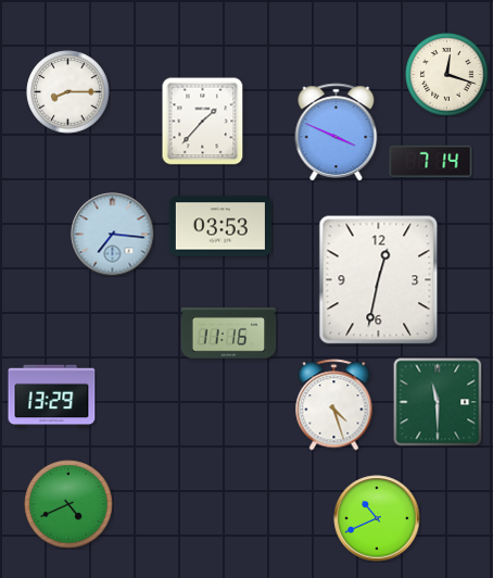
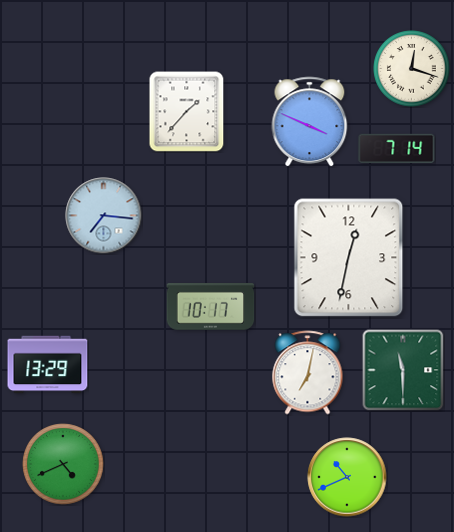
clock at (68, 92): 8:15 -> none
clock at (220, 226): 03:53 -> none
clock at (229, 334): 11:16 -> 10:17
clock at (334, 405): 4:27 -> 7:02
